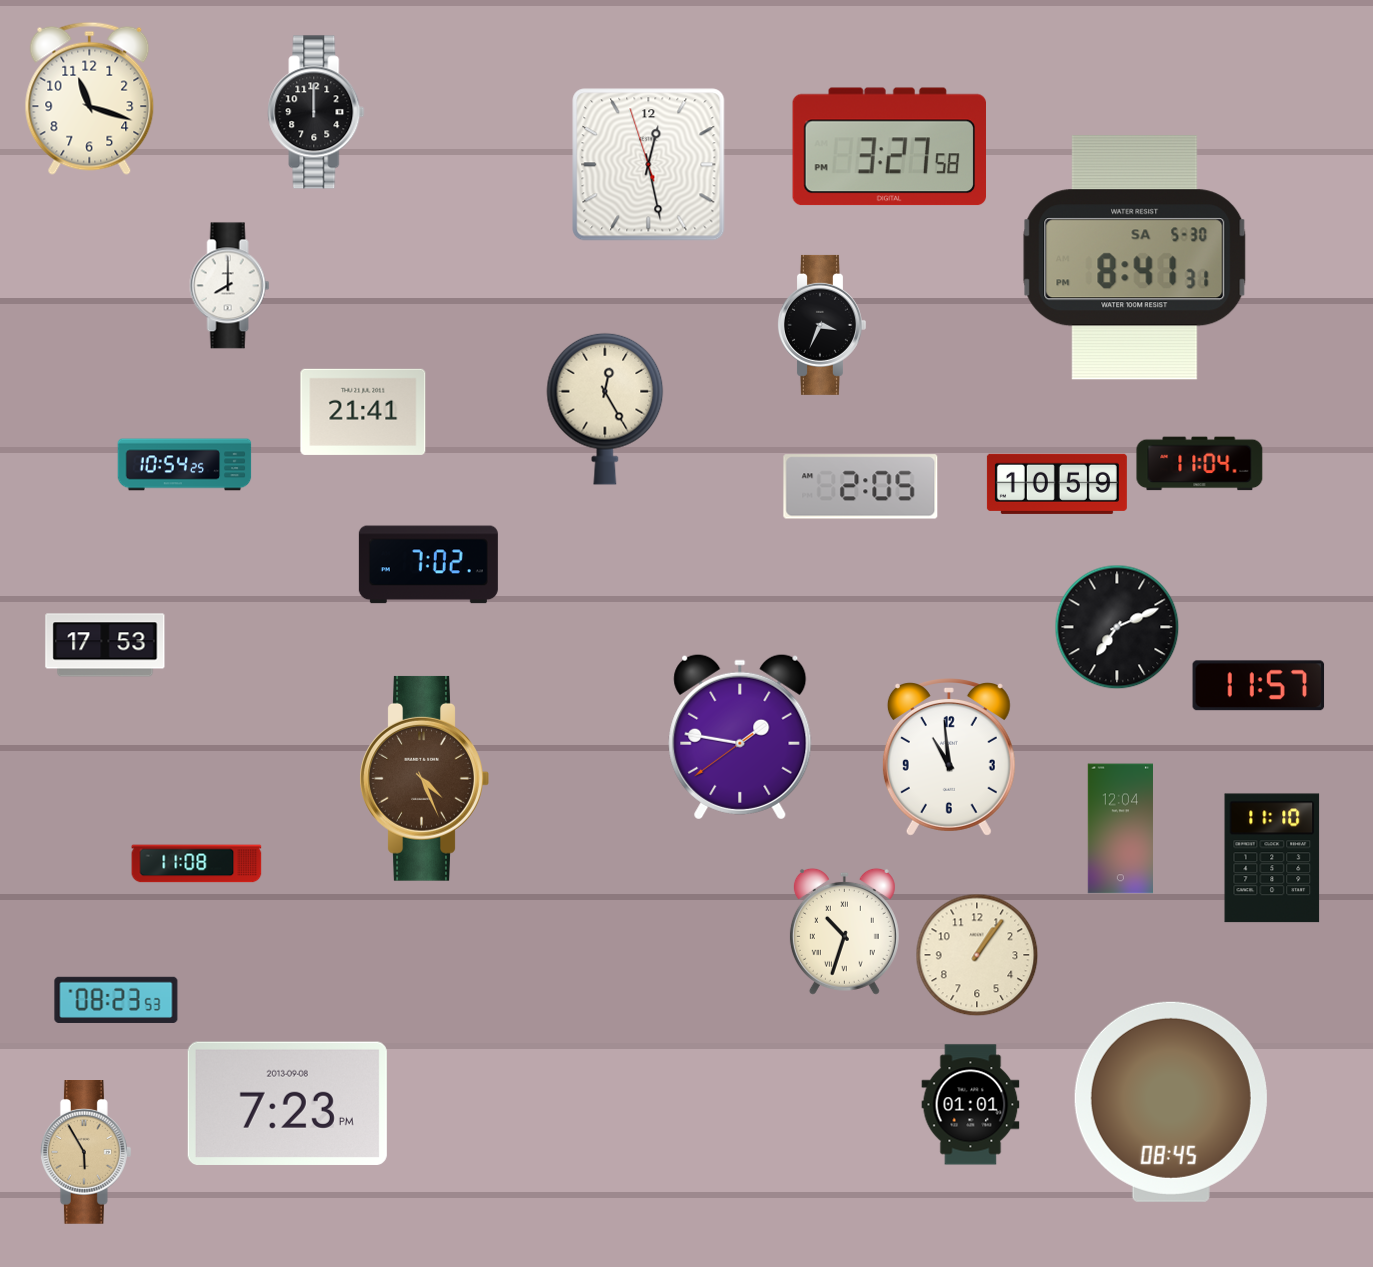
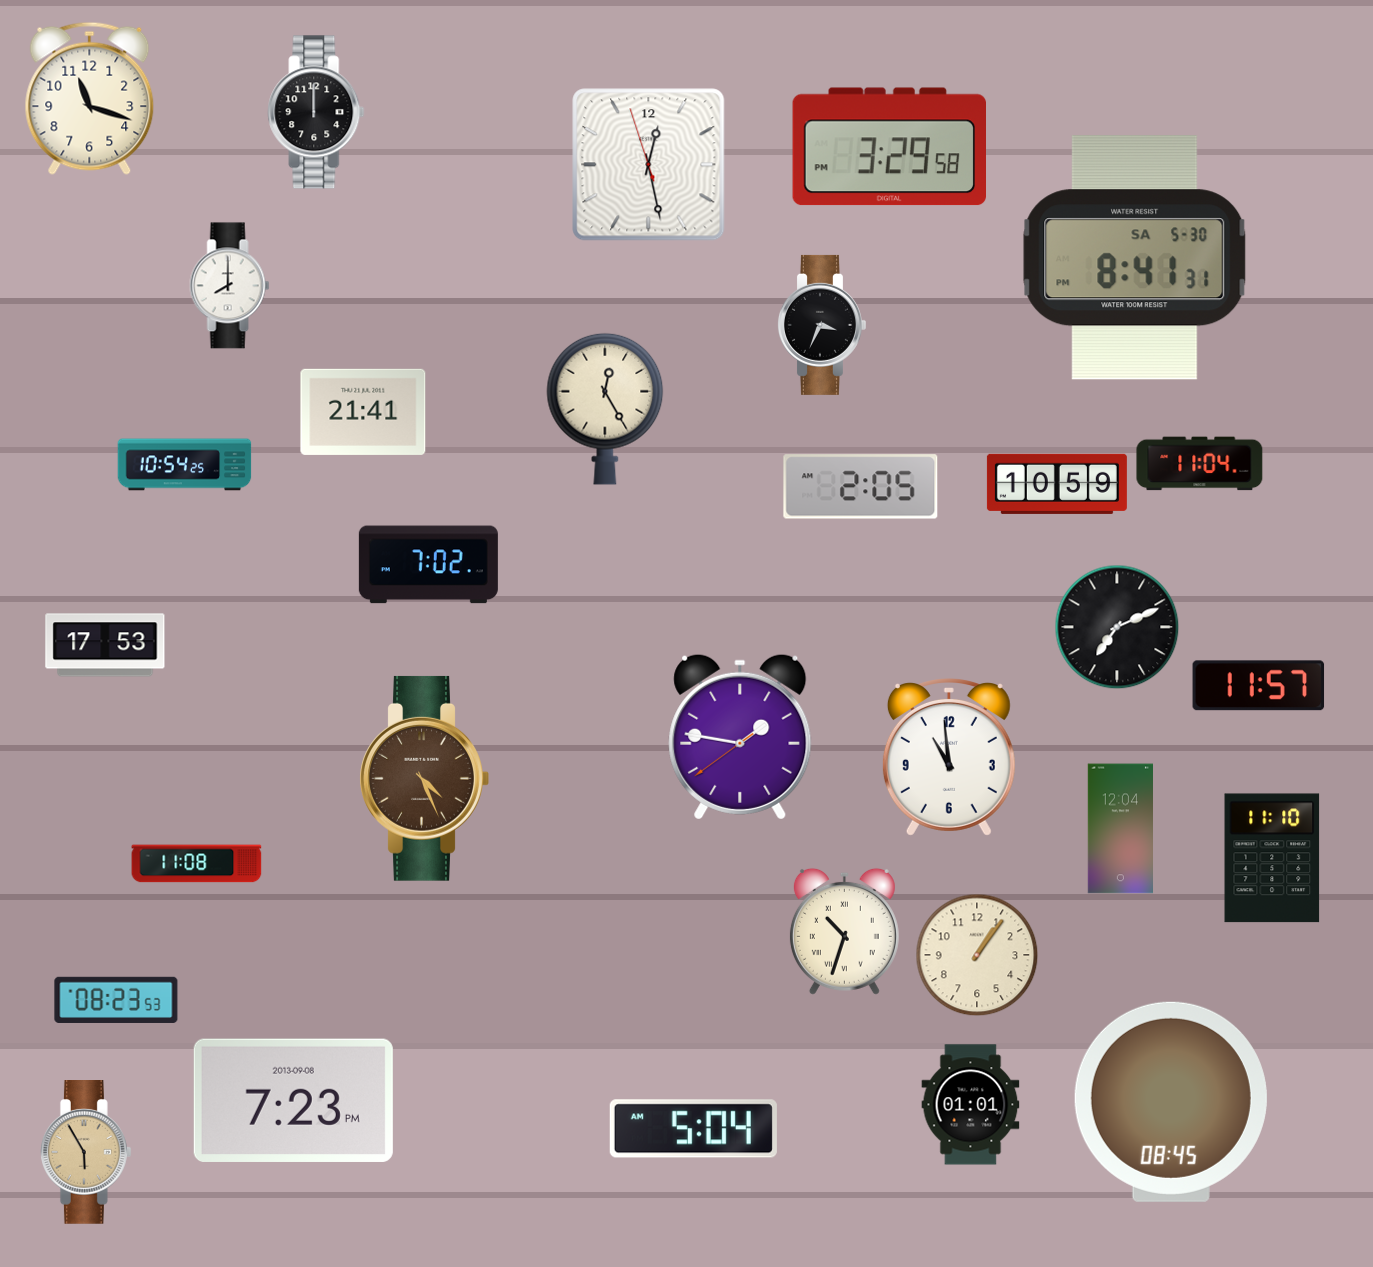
clock at (890, 147): 3:27 -> 3:29
clock at (287, 1103) position: (287, 1103) -> (293, 1100)
clock at (693, 1129): none -> 5:04
